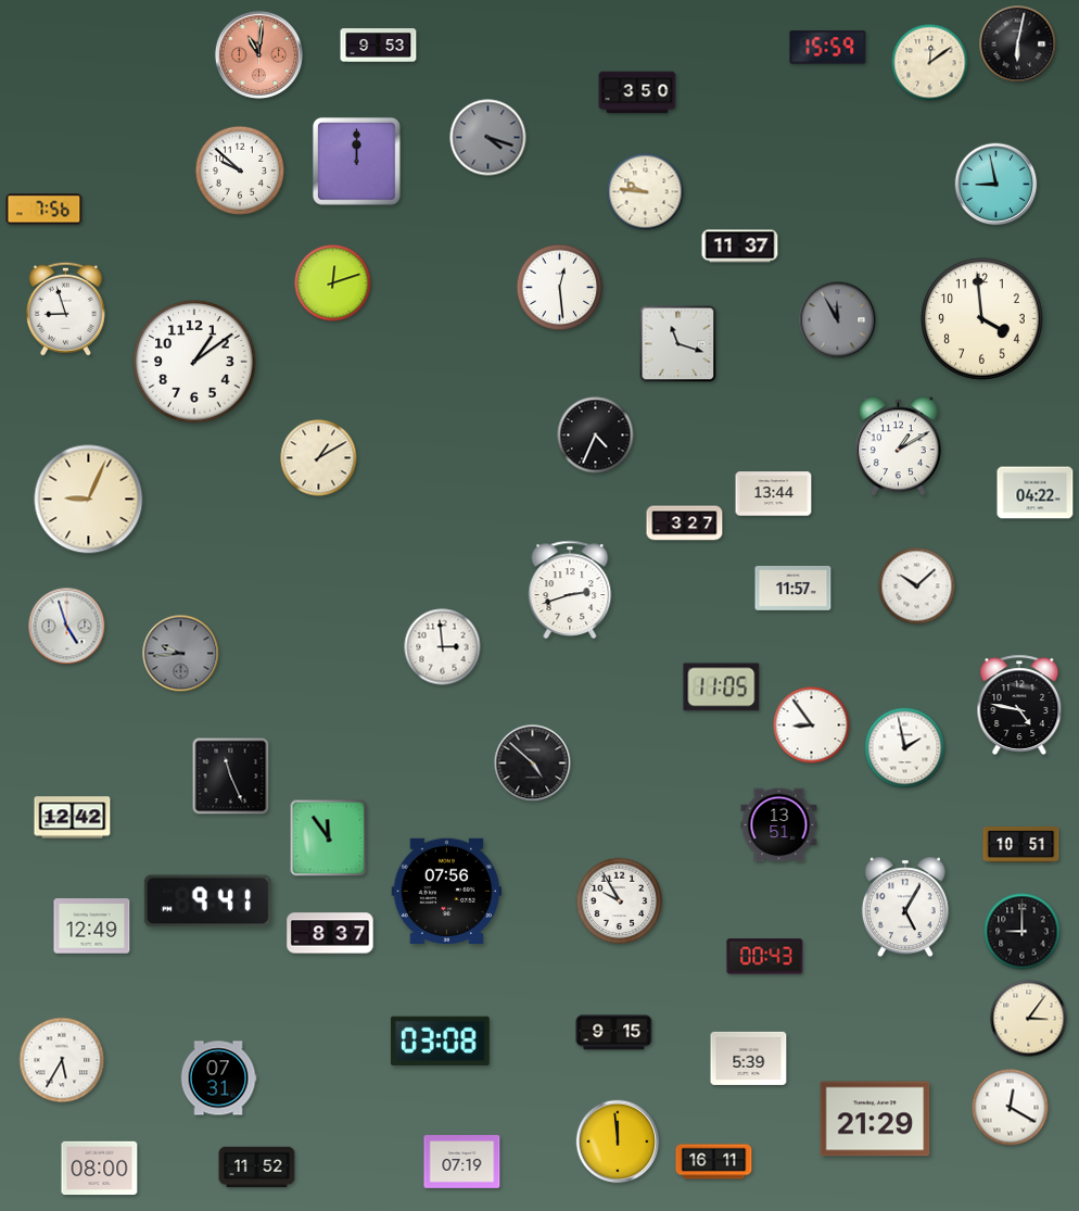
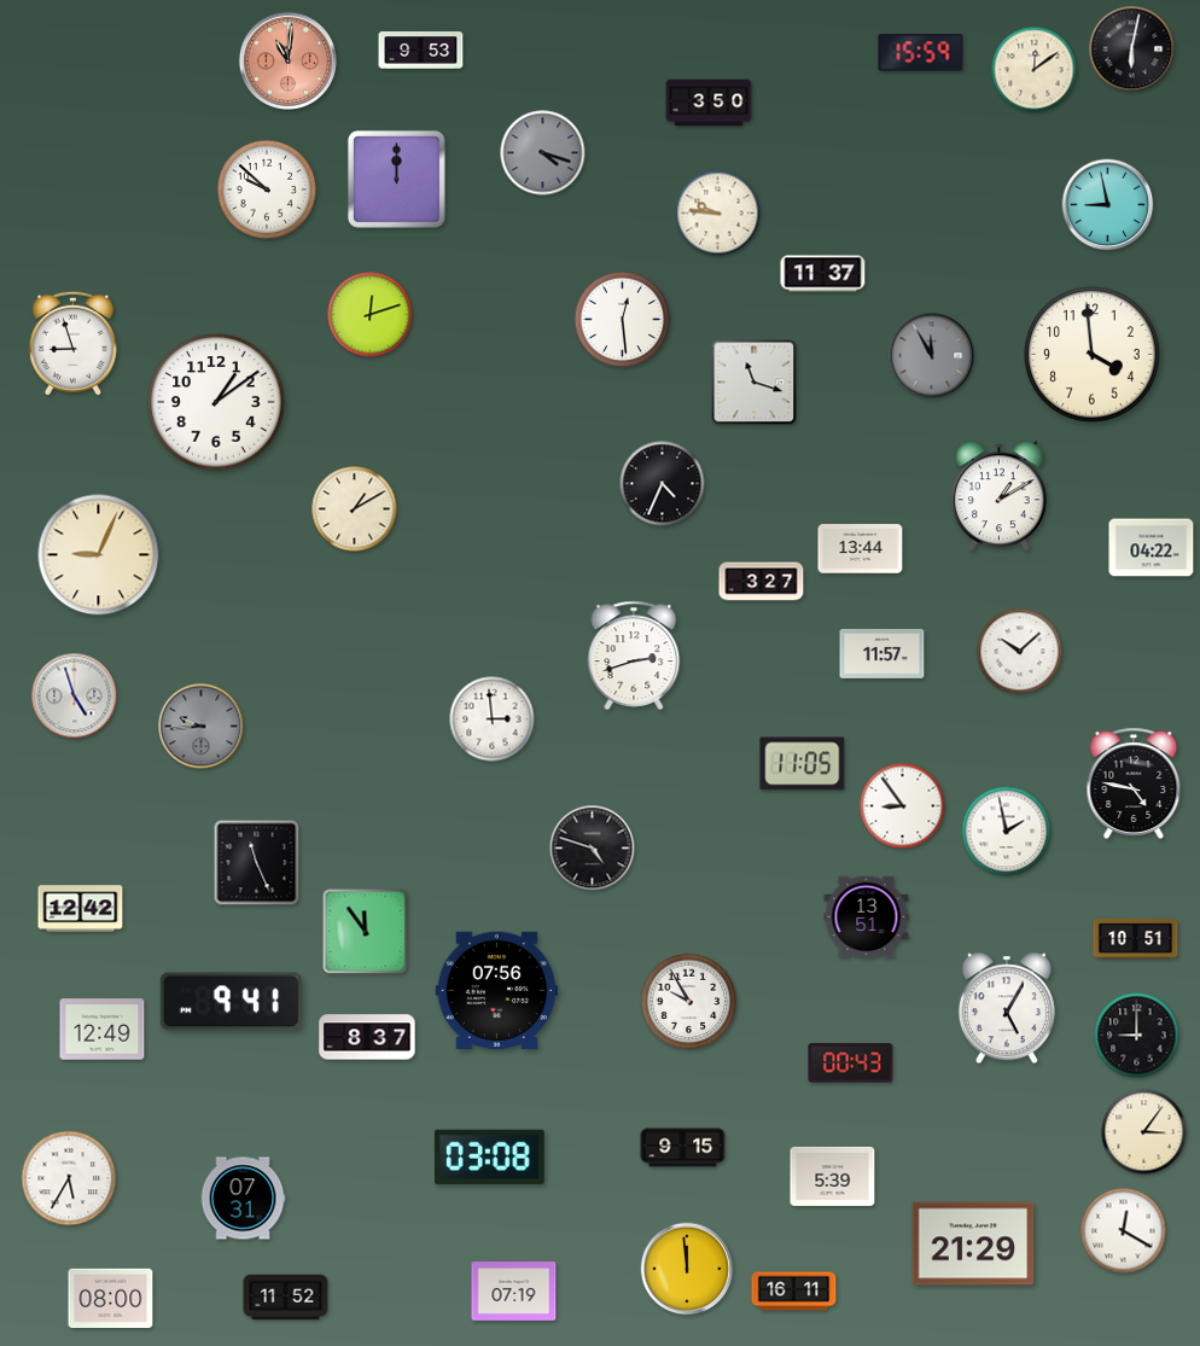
clock at (45, 210): 7:56 -> none
clock at (533, 764): 4:52 -> 4:48
